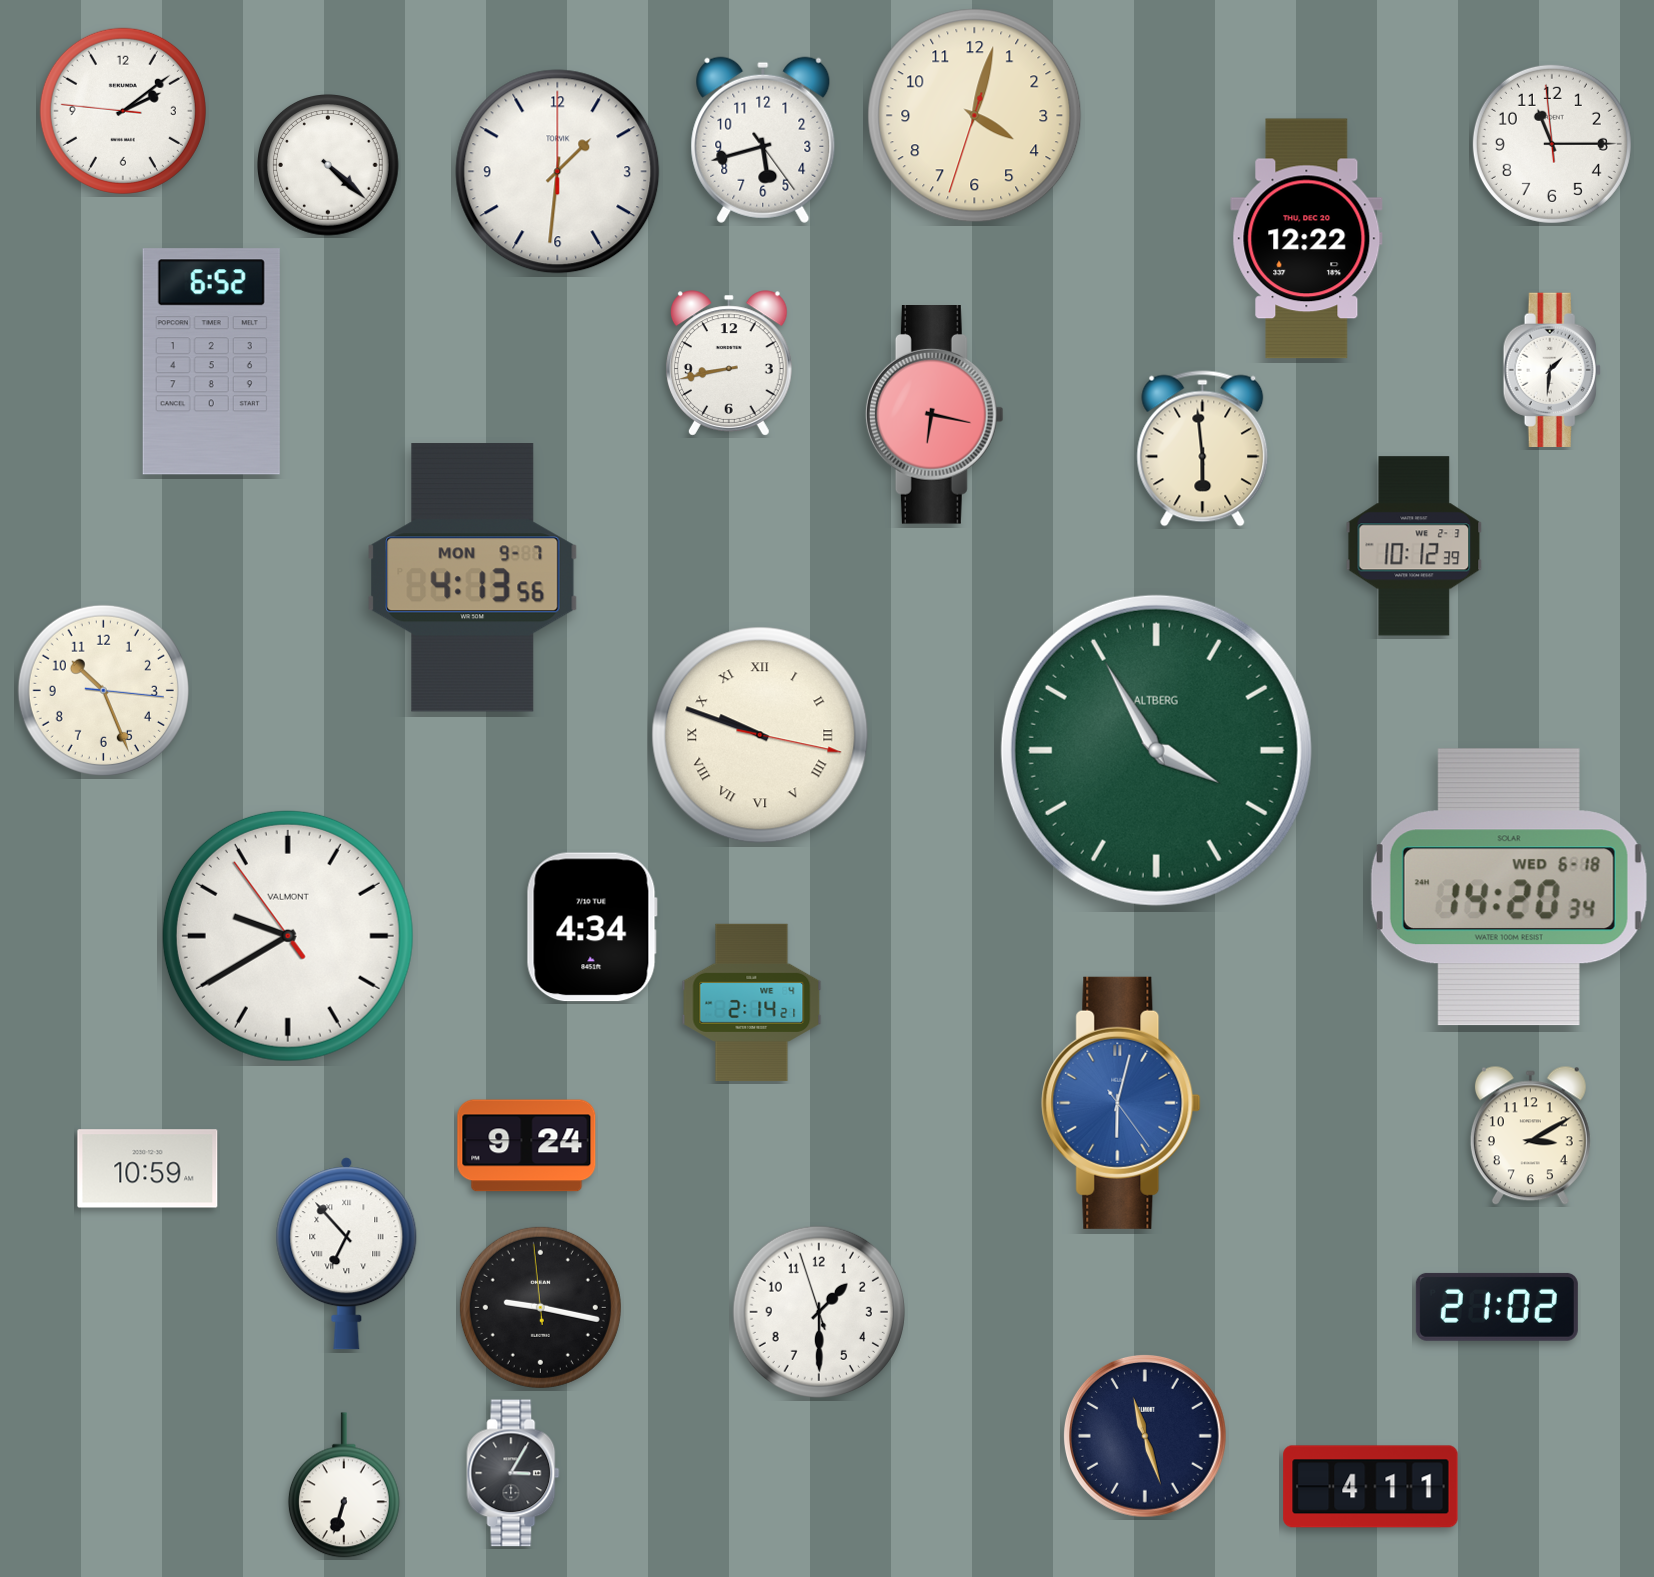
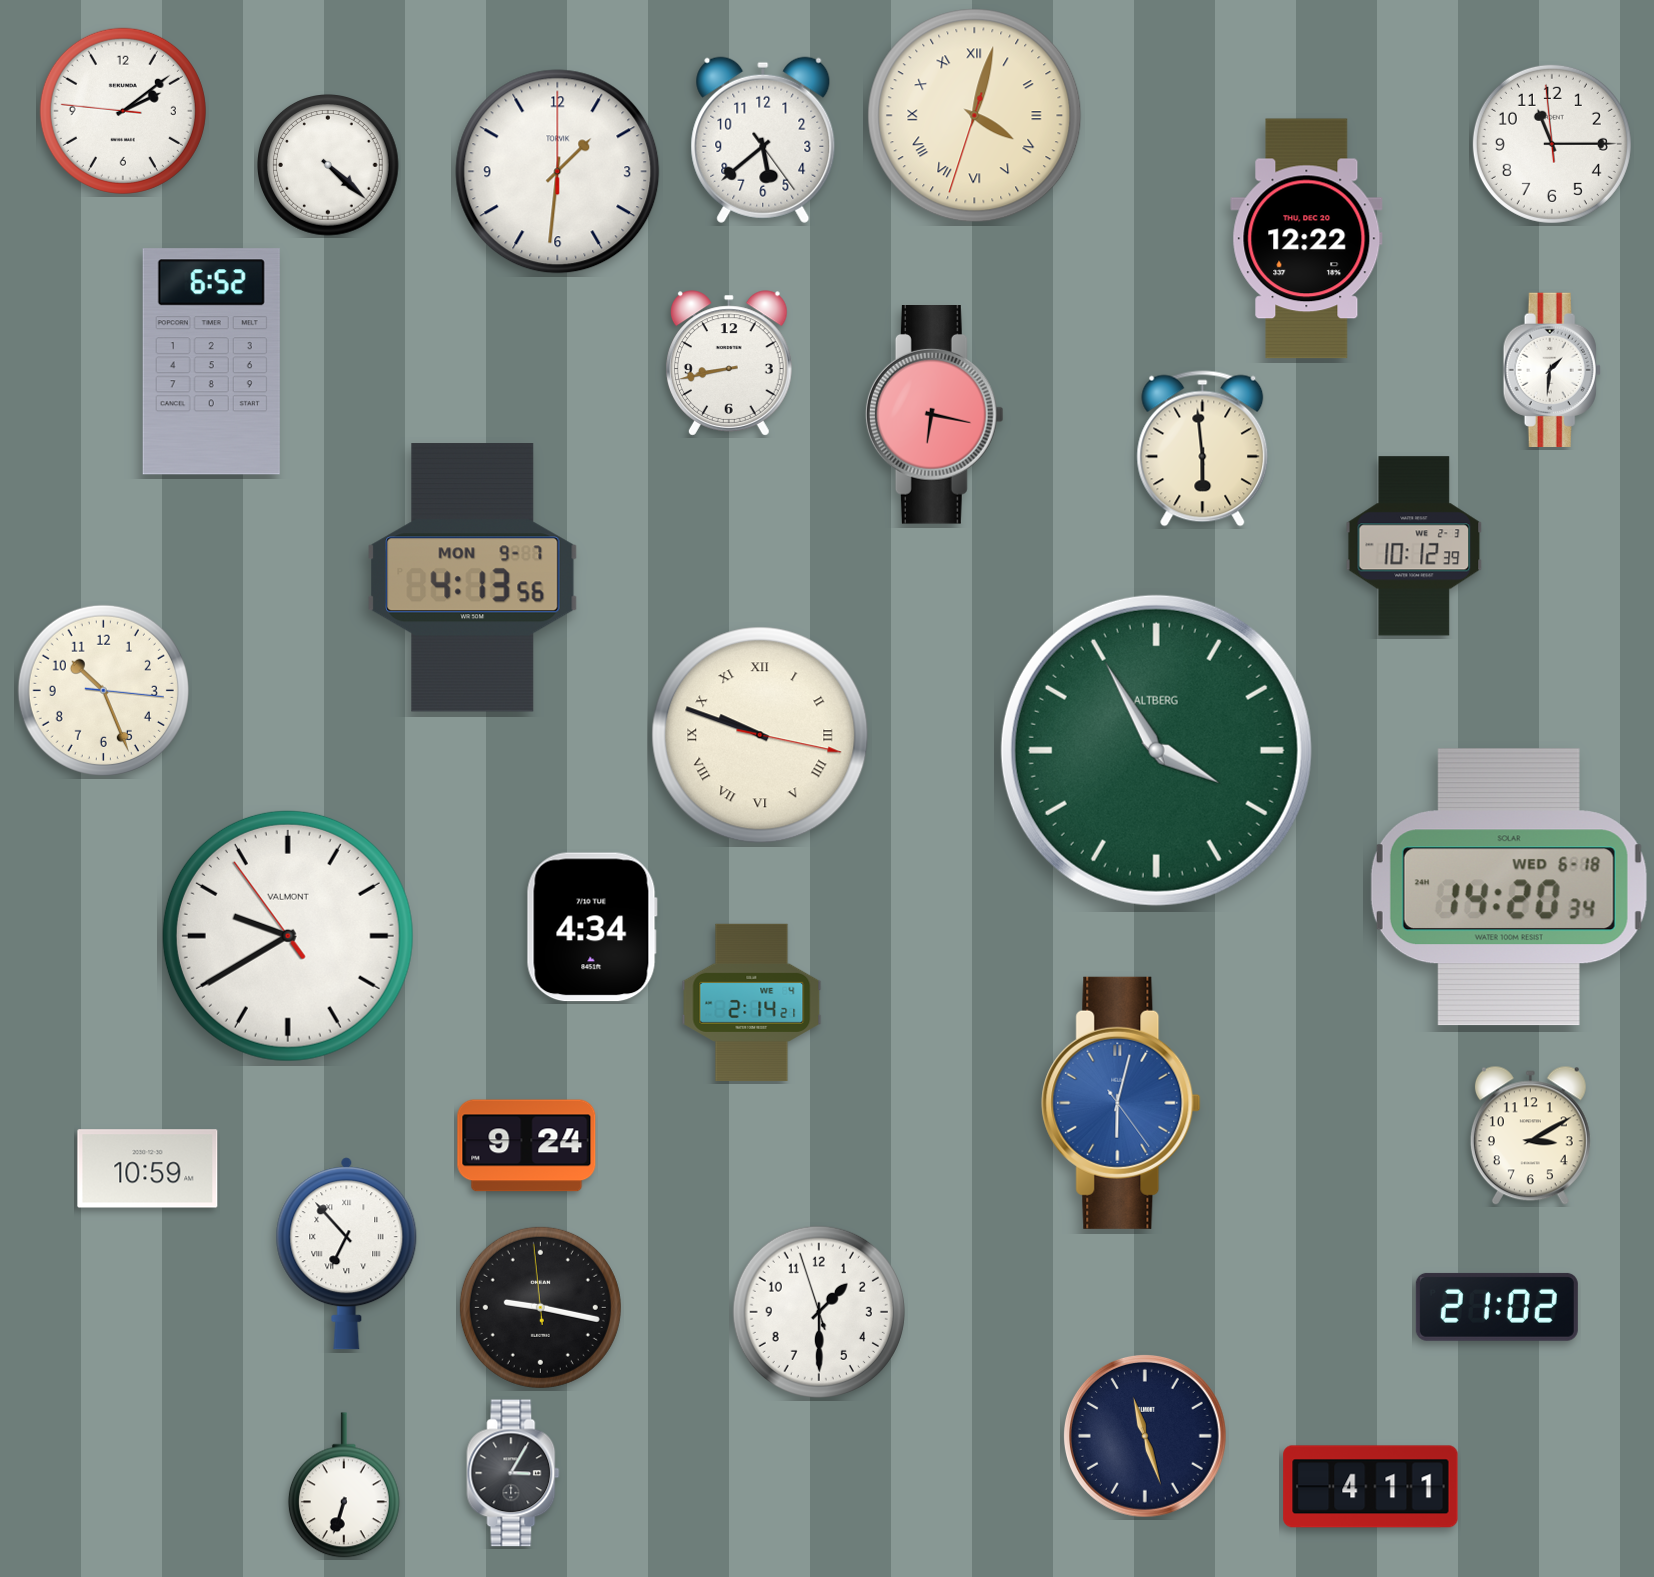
clock at (975, 116) numerals: Arabic -> Roman
clock at (763, 140): 5:42 -> 5:38
